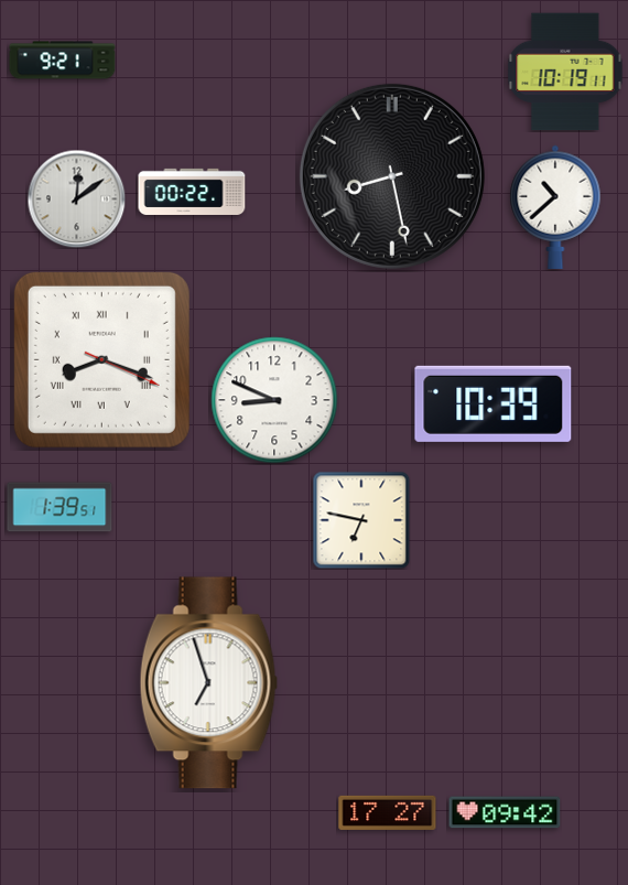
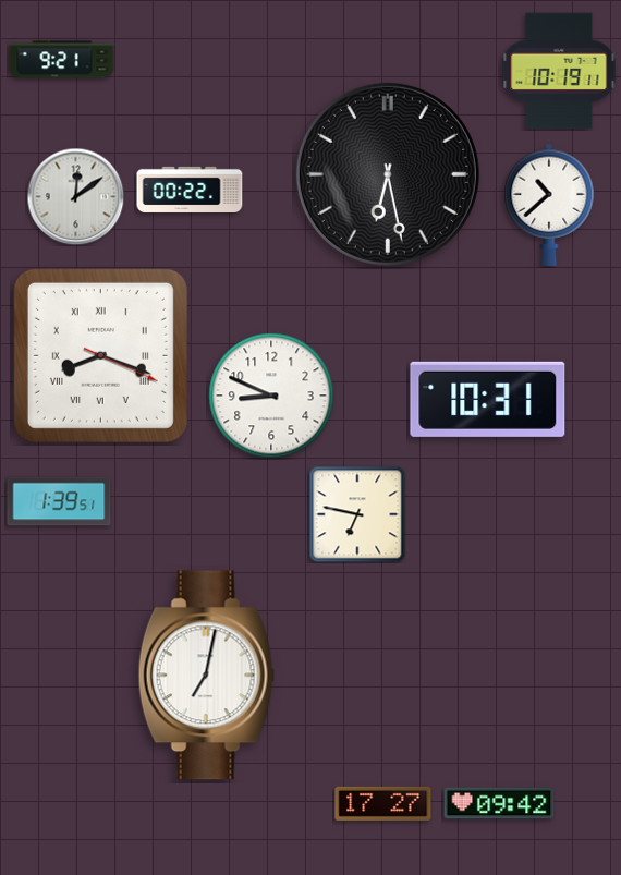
clock at (392, 176): 8:28 -> 6:28
clock at (494, 403): 10:39 -> 10:31
clock at (208, 683): 6:57 -> 7:02
